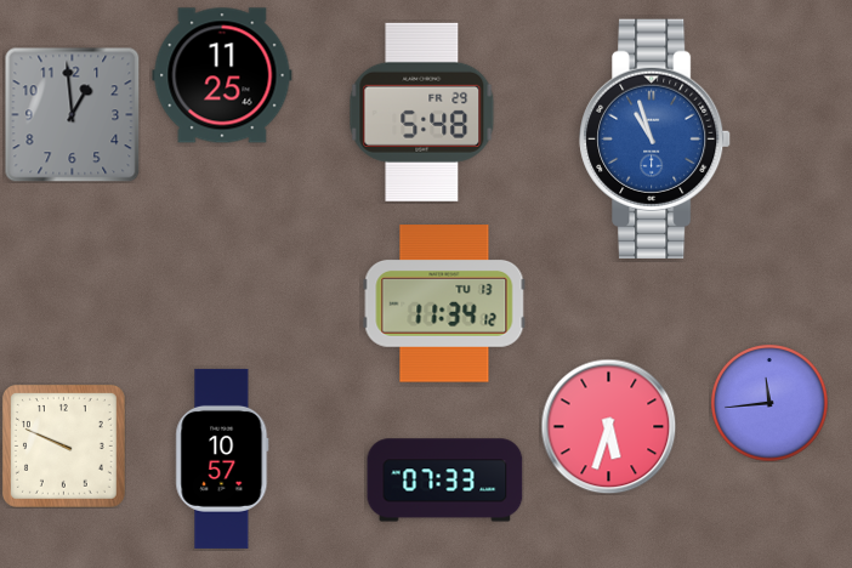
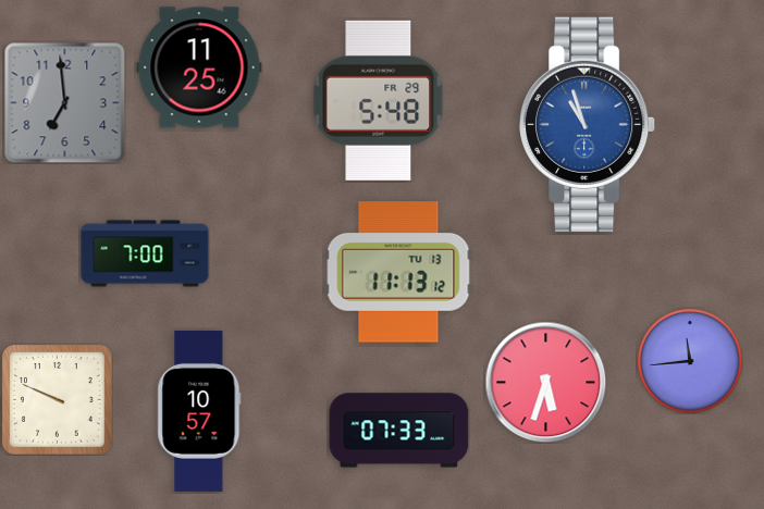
clock at (72, 114): 12:59 -> 6:59
clock at (145, 253): none -> 7:00
clock at (444, 303): 11:34 -> 11:13
